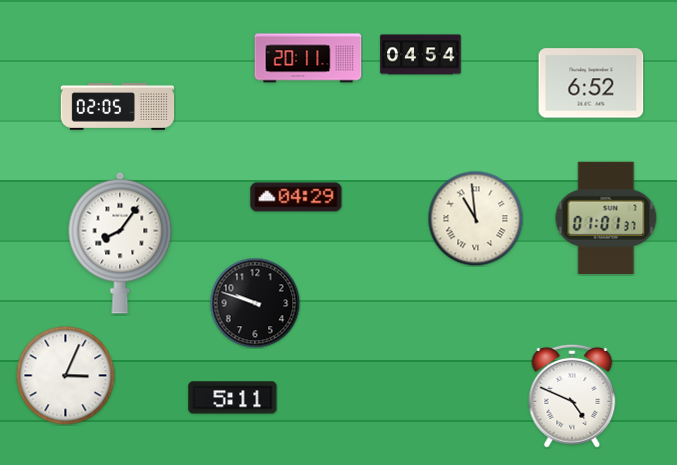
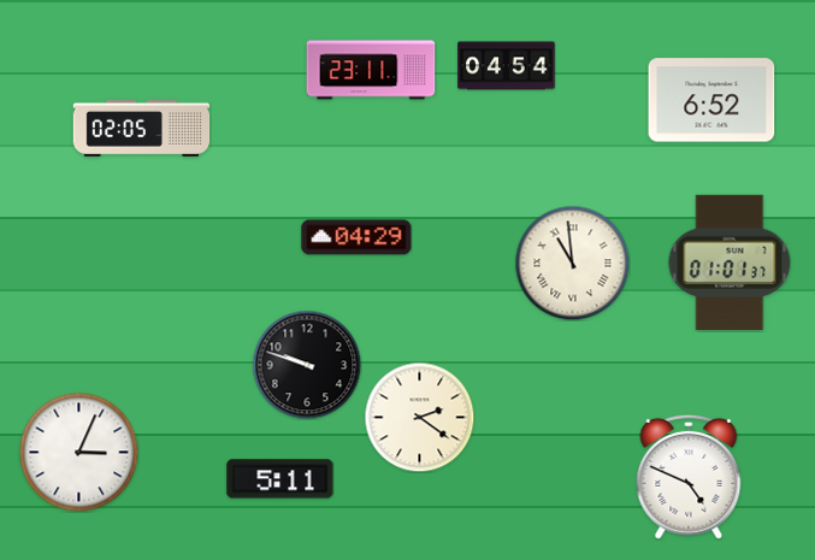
clock at (308, 58): 20:11 -> 23:11
clock at (120, 243): 8:06 -> none
clock at (419, 417): none -> 2:21
